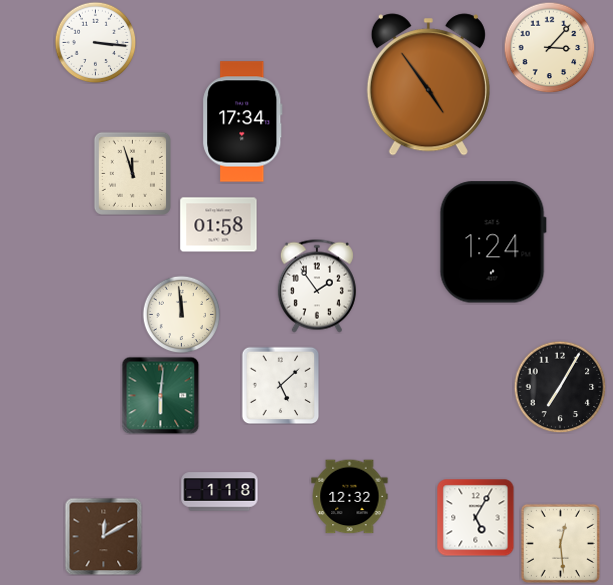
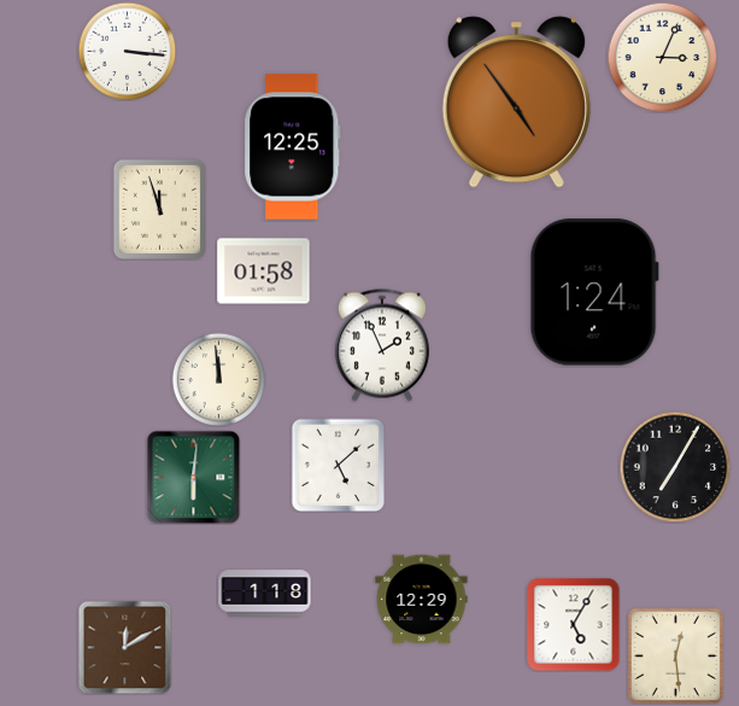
clock at (95, 42) position: (95, 42) -> (127, 51)
clock at (549, 47): 3:07 -> 3:04
clock at (243, 122): 17:34 -> 12:25
clock at (317, 286): 1:54 -> 1:56
clock at (350, 497): 12:32 -> 12:29
